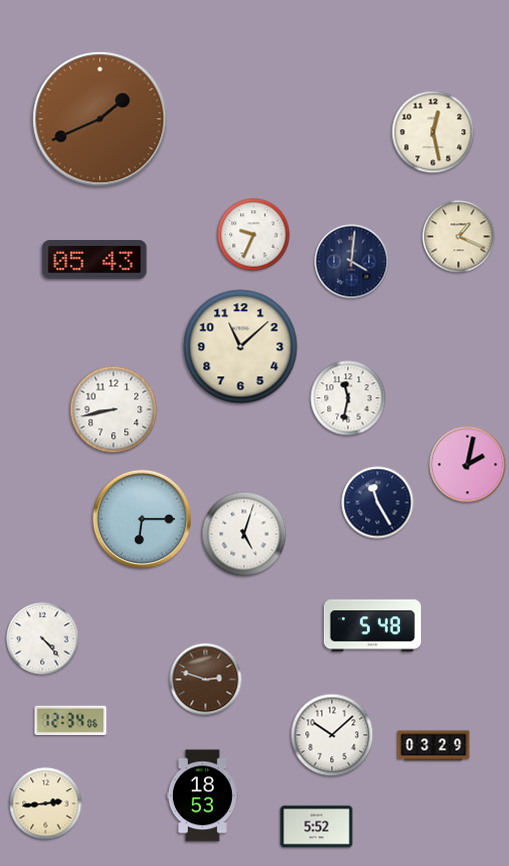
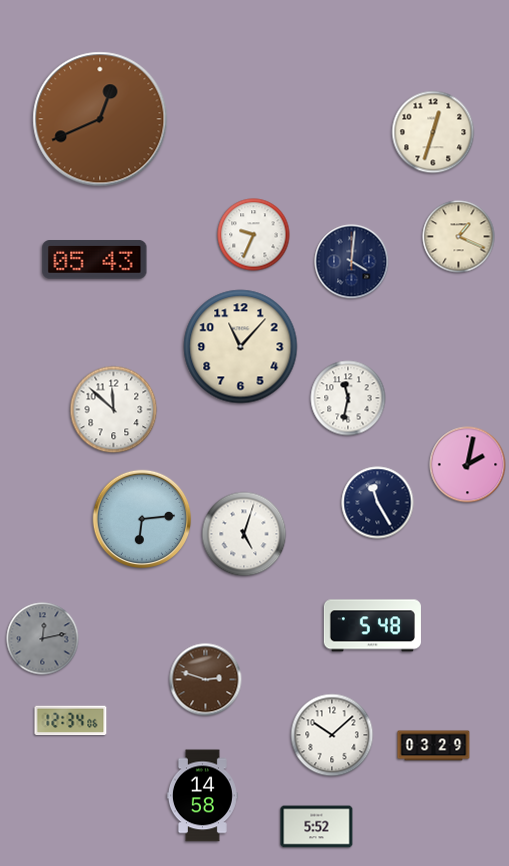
clock at (100, 119): 1:41 -> 12:41
clock at (433, 132): 12:28 -> 12:33
clock at (241, 347): 11:08 -> 11:07
clock at (114, 410): 8:43 -> 11:52
clock at (142, 519): 6:15 -> 6:14
clock at (43, 639): 4:23 -> 12:13
clock at (43, 639) dial: white -> grey
clock at (202, 796): 18:53 -> 14:58
clock at (46, 804): 2:44 -> none
